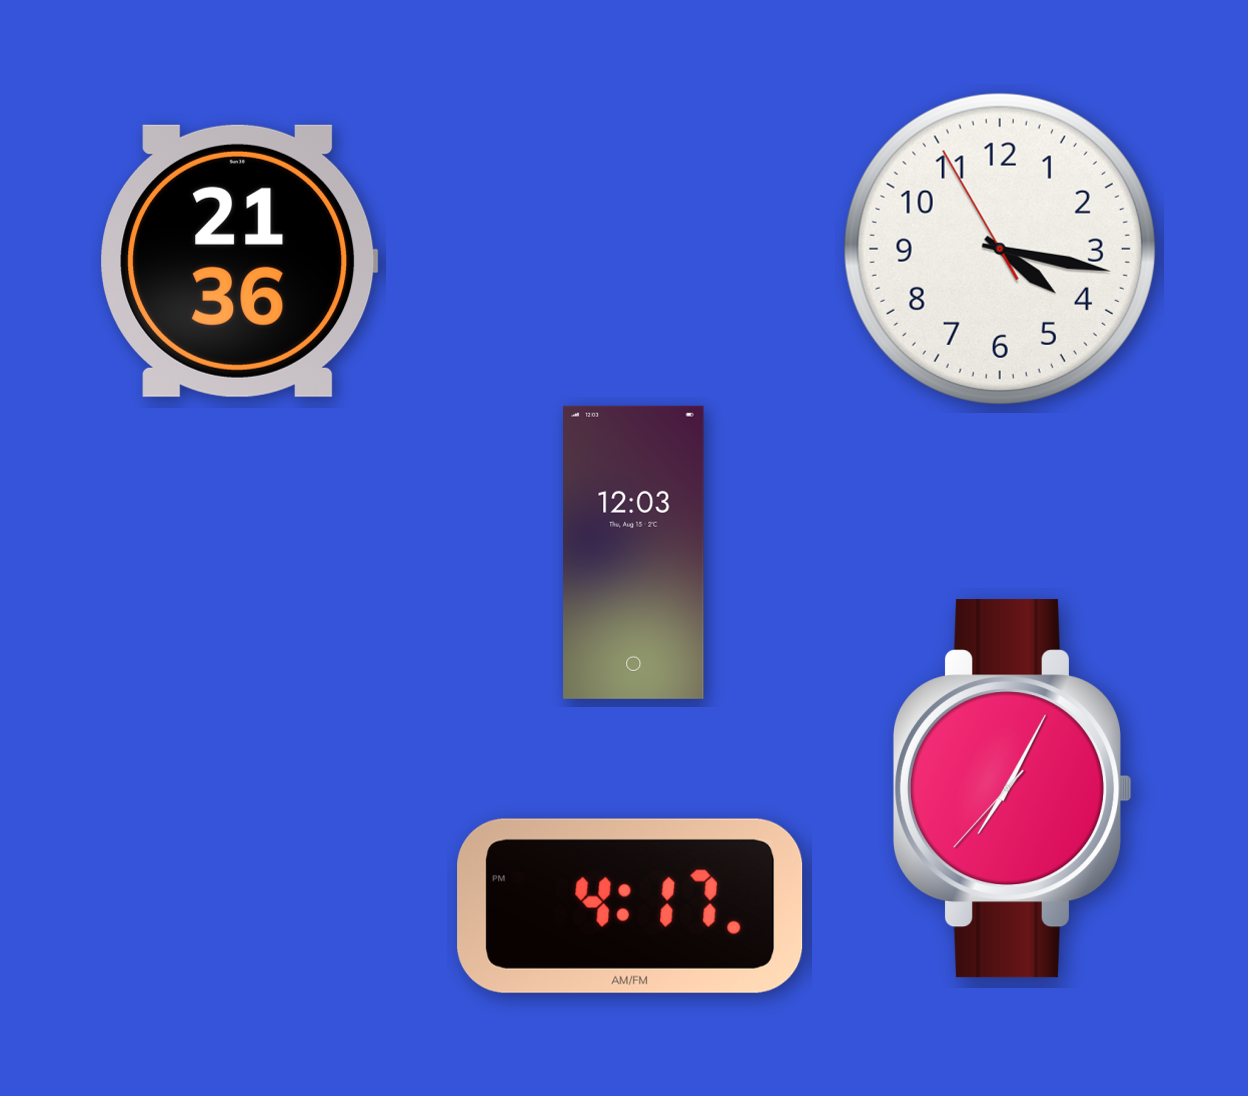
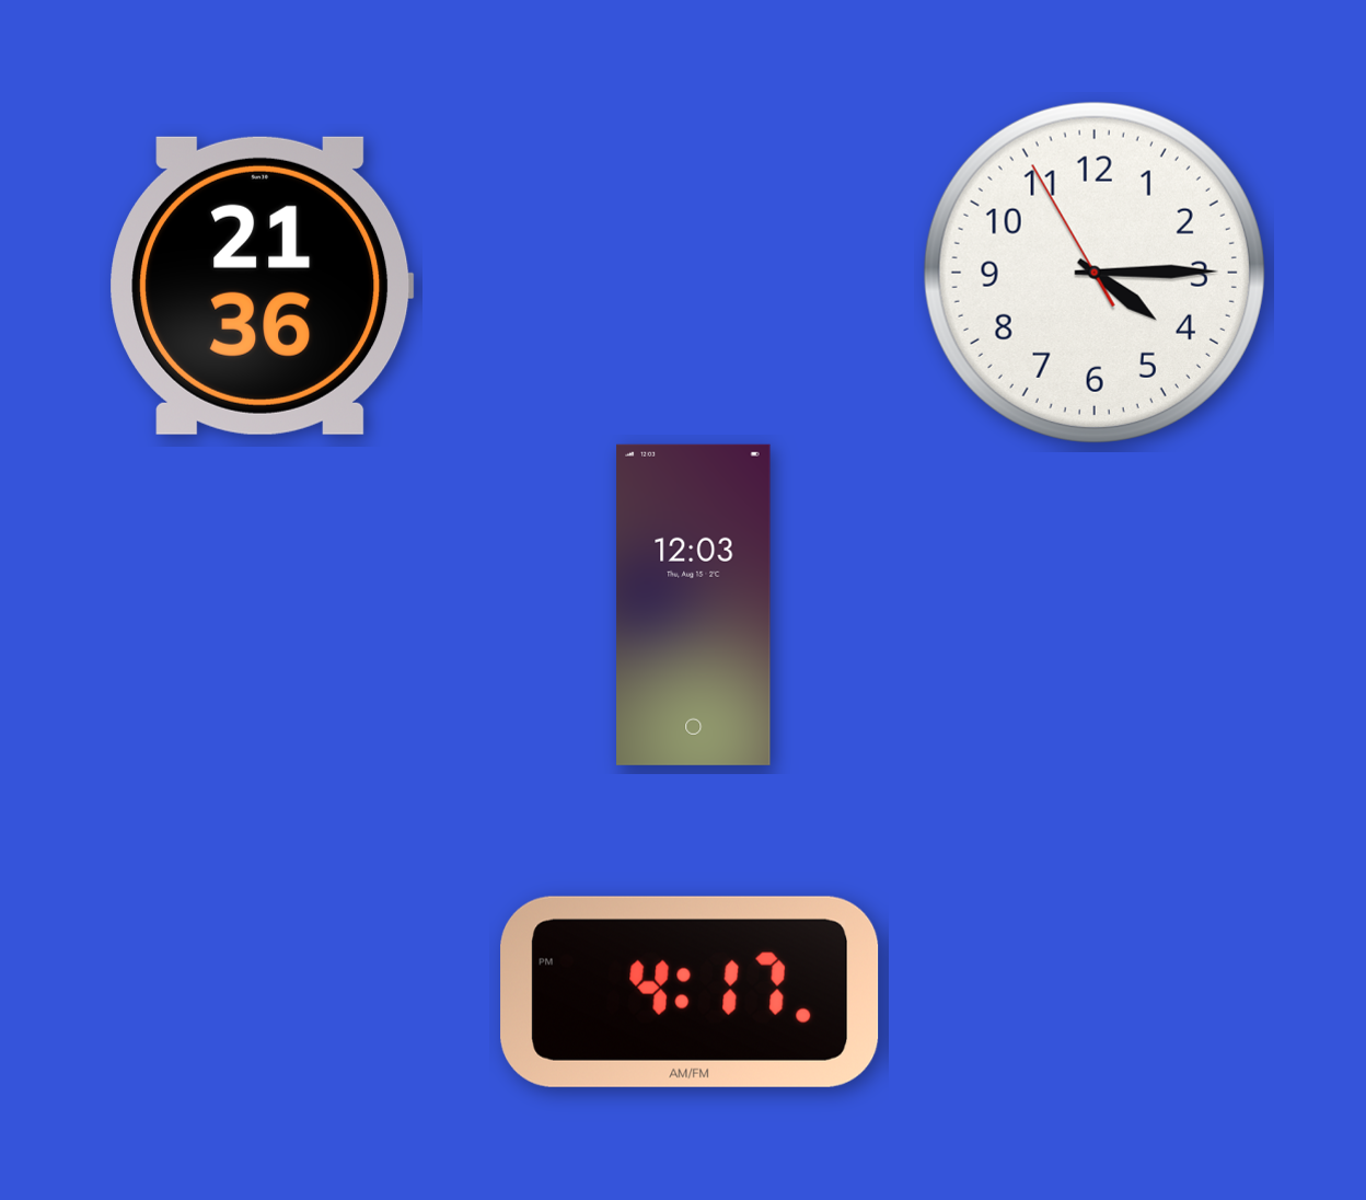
clock at (1000, 249): 4:16 -> 4:14
clock at (1012, 789): 7:04 -> none
